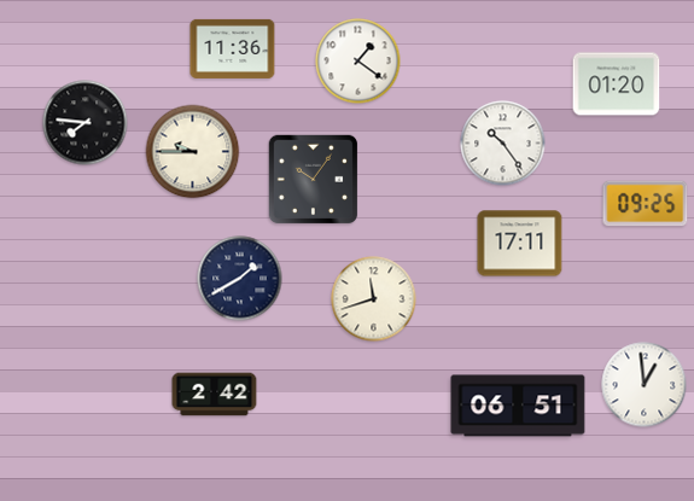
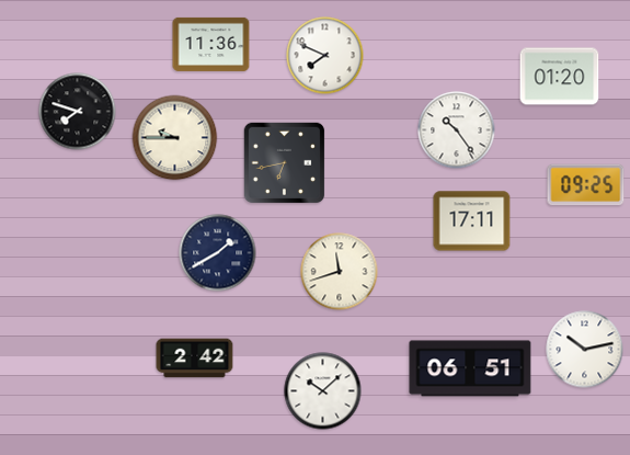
clock at (358, 62): 1:21 -> 7:49
clock at (86, 123): 7:46 -> 7:48
clock at (314, 180): 10:06 -> 6:43
clock at (645, 385): 12:59 -> 10:13
clock at (323, 391): none -> 10:08
